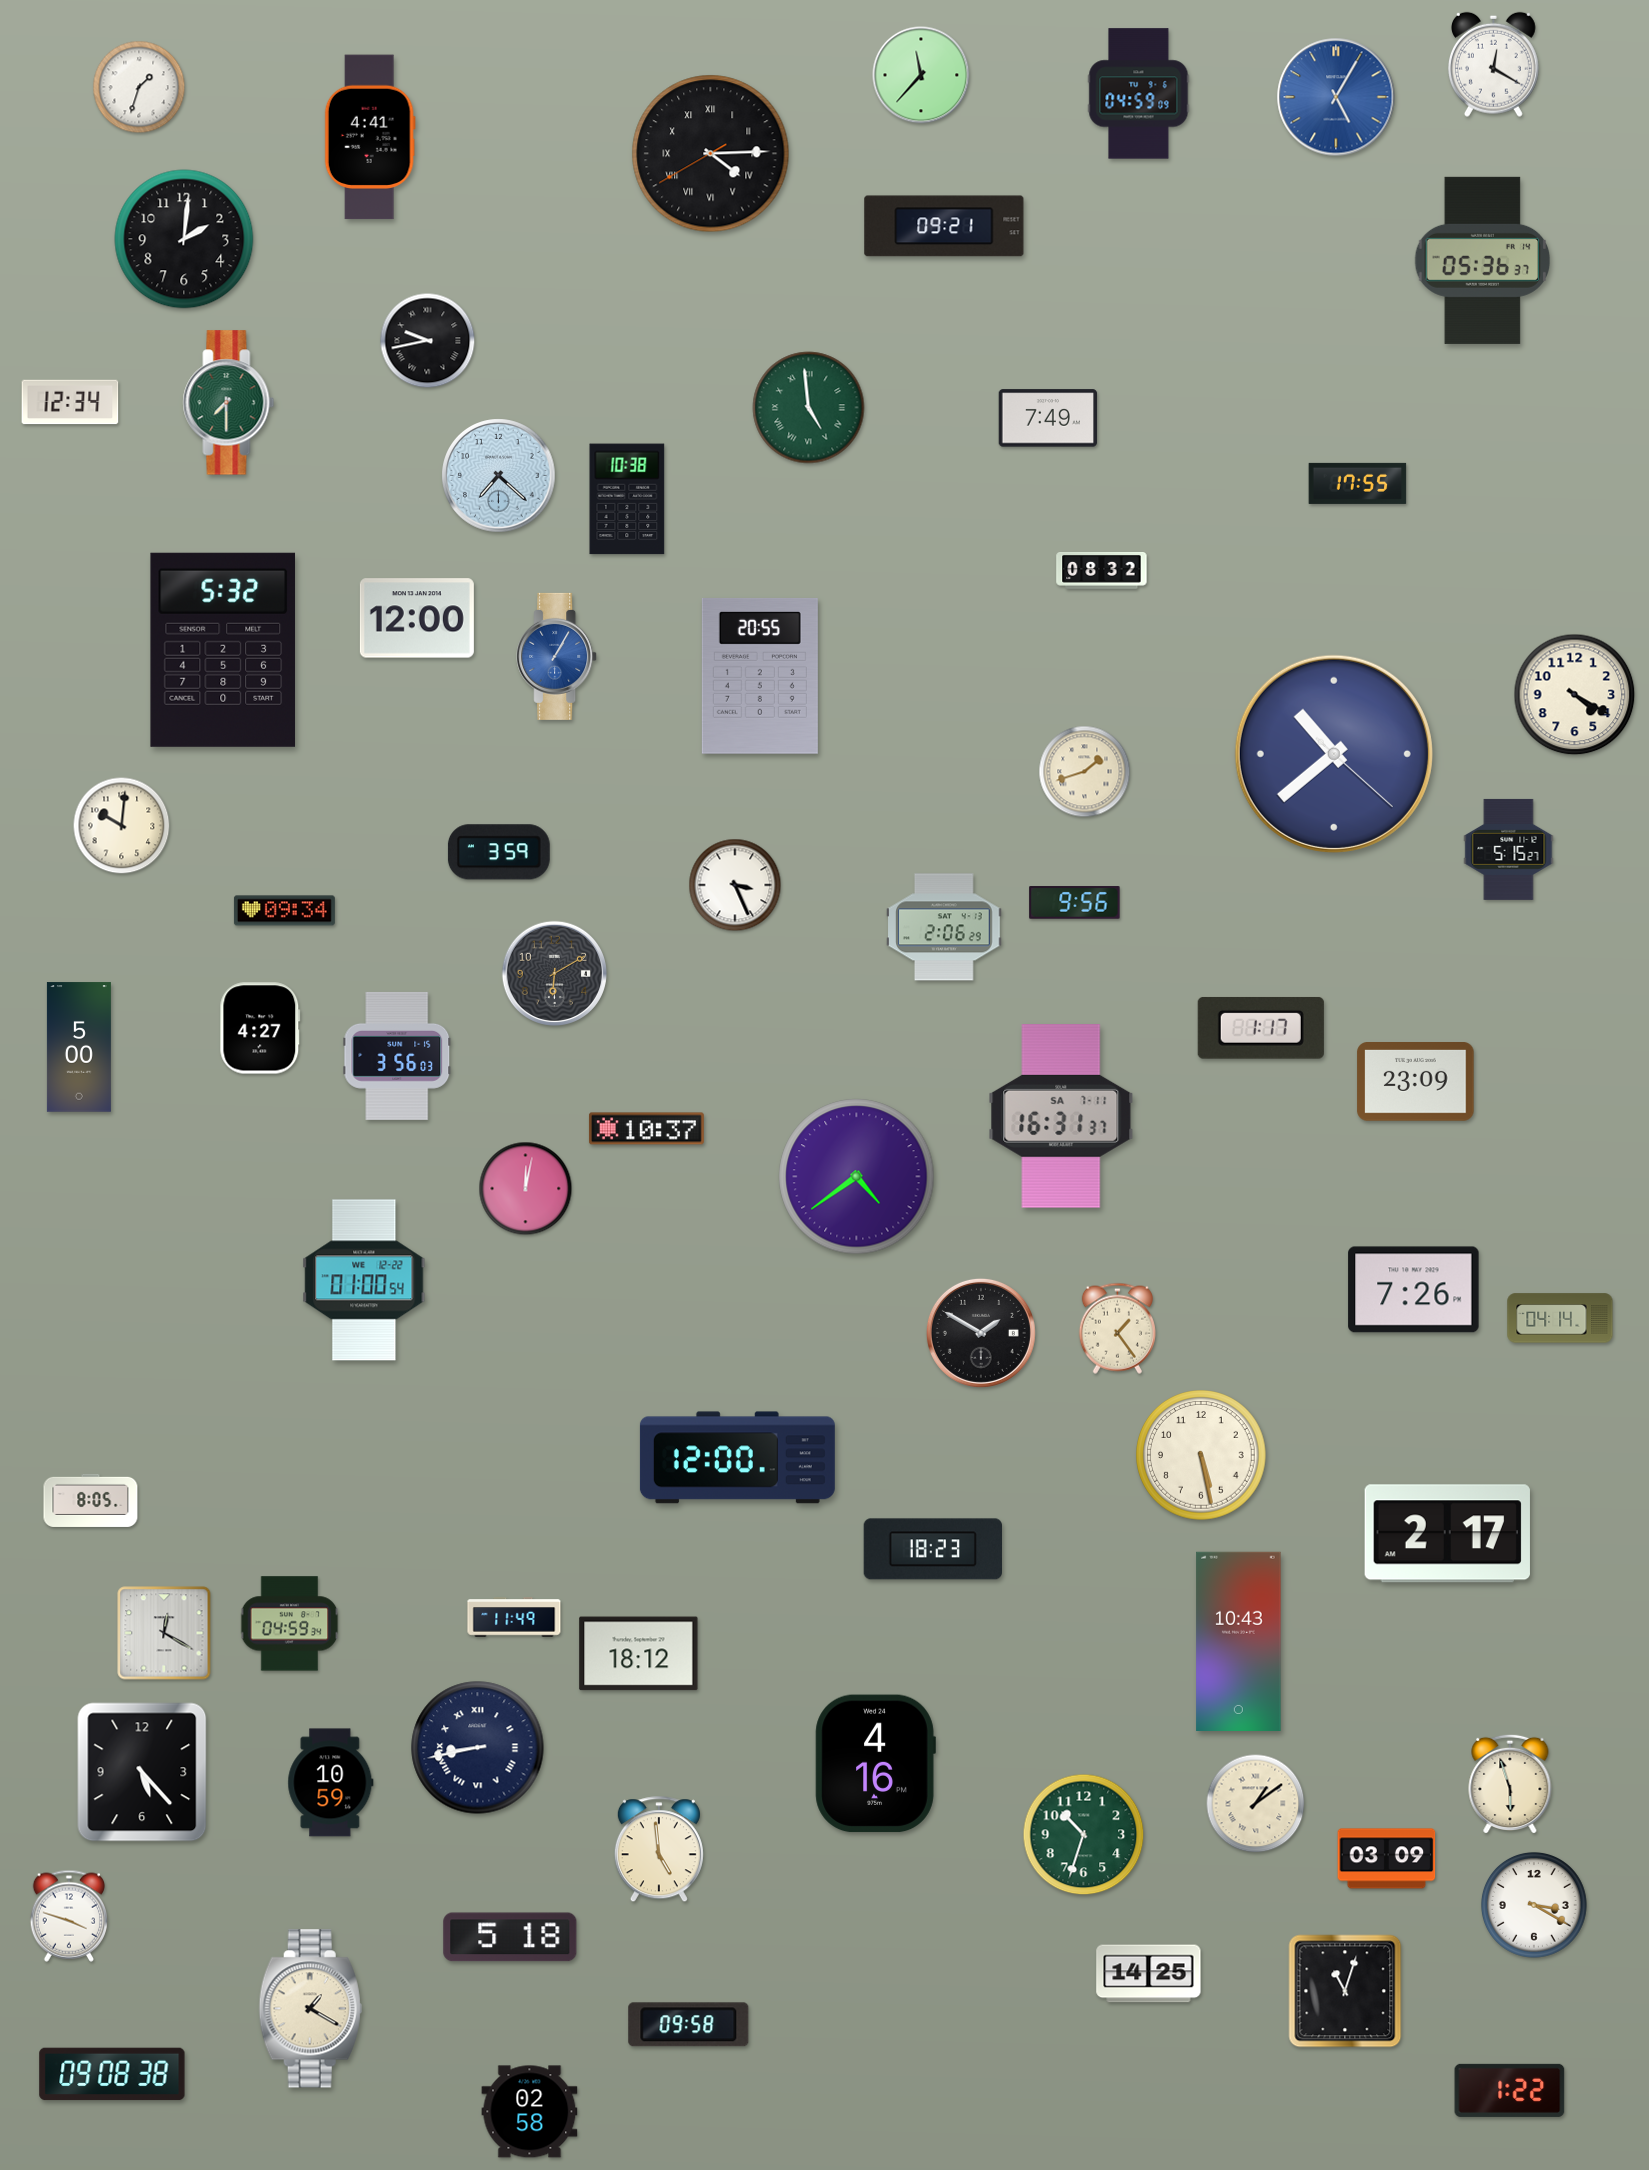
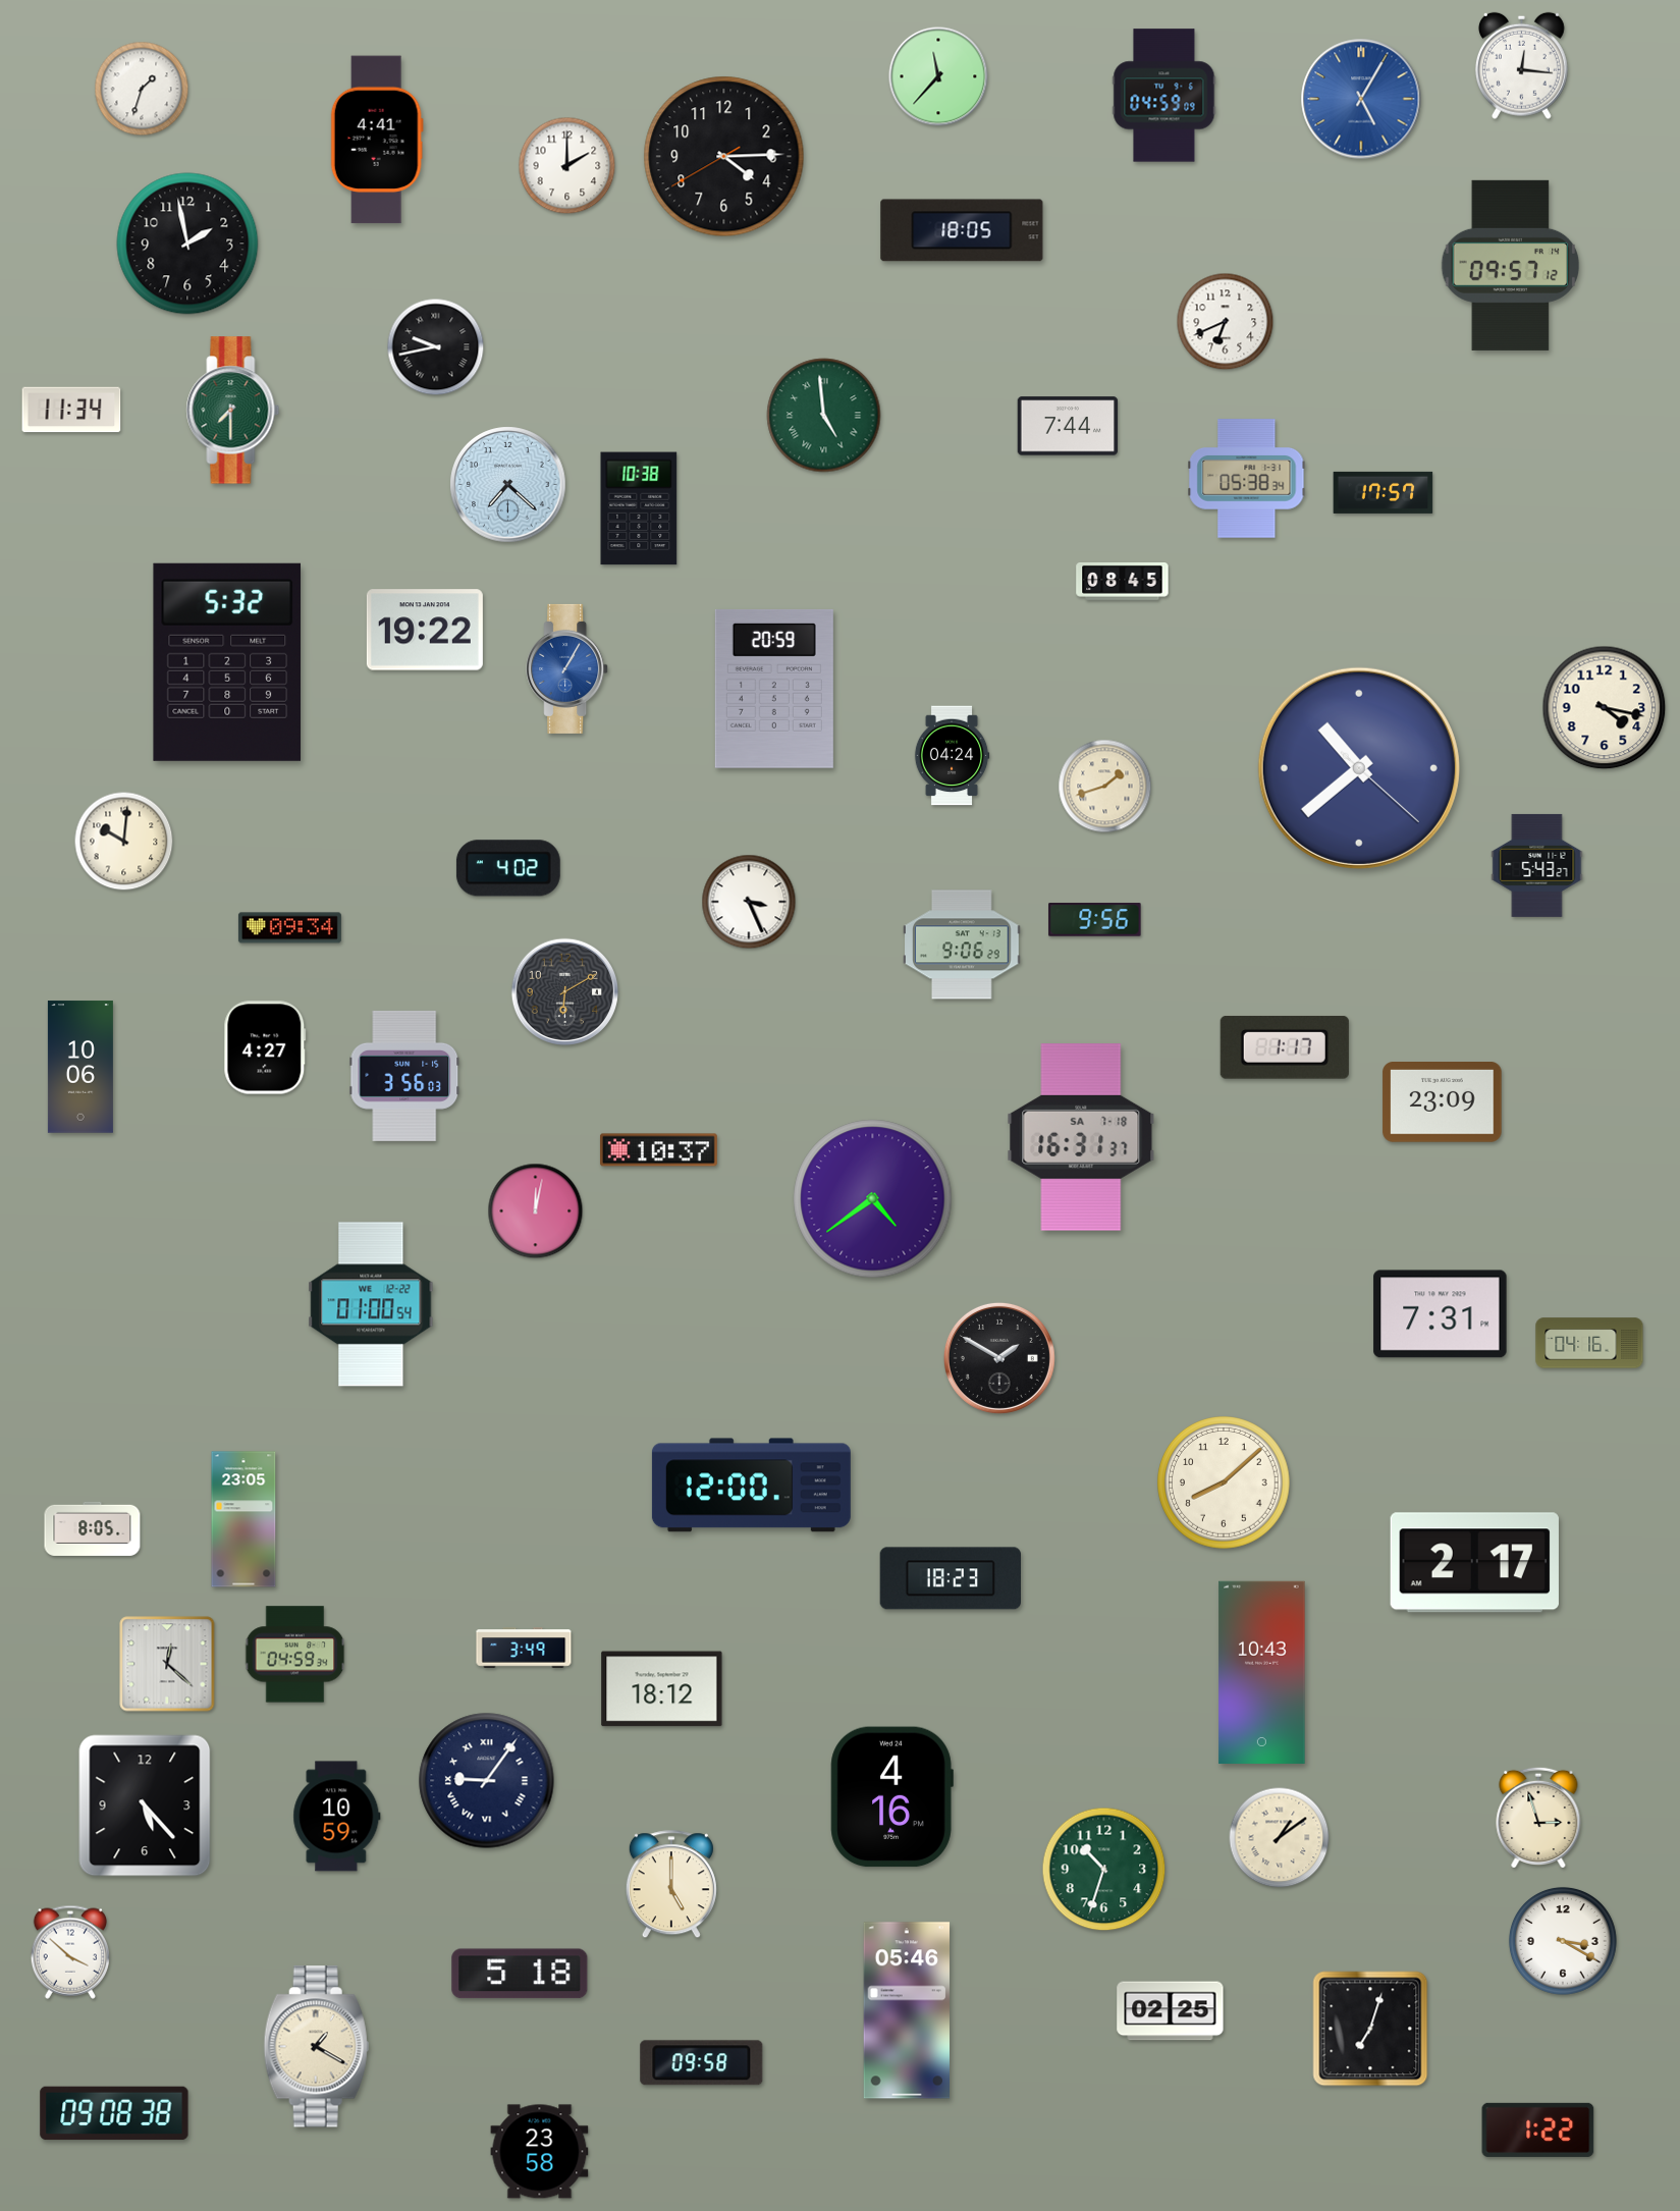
clock at (1493, 64): 12:20 -> 12:16
clock at (1139, 94) position: (1139, 94) -> (1164, 96)
clock at (711, 154) numerals: Roman -> Arabic
clock at (567, 166): none -> 2:00
clock at (944, 226): 09:21 -> 18:05
clock at (184, 239): 2:01 -> 1:58
clock at (1483, 260): 05:36 -> 09:57
clock at (1226, 322): none -> 6:41
clock at (70, 402): 12:34 -> 11:34
clock at (1048, 418): 7:49 -> 7:44
clock at (1247, 479): none -> 05:38
clock at (1358, 483): 17:55 -> 17:57
clock at (1102, 571): 08:32 -> 08:45
clock at (417, 618): 12:00 -> 19:22
clock at (760, 676): 20:55 -> 20:59
clock at (1575, 695): 4:20 -> 4:17
clock at (952, 756): none -> 04:24
clock at (1509, 849): 5:15 -> 5:43
clock at (499, 852): 3:59 -> 4:02
clock at (944, 927): 2:06 -> 9:06
clock at (79, 1047): 5:00 -> 10:06
clock at (1061, 1116) date: SA 7-11 -> SA 7-18
clock at (1414, 1290): 7:26 -> 7:31
clock at (1560, 1318): 04:14 -> 04:16
clock at (1117, 1328): 1:24 -> none
clock at (1202, 1456): 5:28 -> 8:08
clock at (243, 1519): none -> 23:05
clock at (514, 1617): 11:49 -> 3:49
clock at (164, 1633): 12:20 -> 12:22
clock at (639, 1654) position: (639, 1654) -> (662, 1689)
clock at (478, 1748): 8:43 -> 9:06
clock at (1510, 1784): 5:57 -> 2:57
clock at (659, 1850): 4:59 -> 5:00
clock at (1387, 1859): 03:09 -> none
clock at (68, 1916): 3:48 -> 3:52
clock at (907, 2010): none -> 05:46
clock at (1149, 1974): 14:25 -> 02:25
clock at (1345, 1991): 11:03 -> 7:03
clock at (530, 2112): 02:58 -> 23:58
